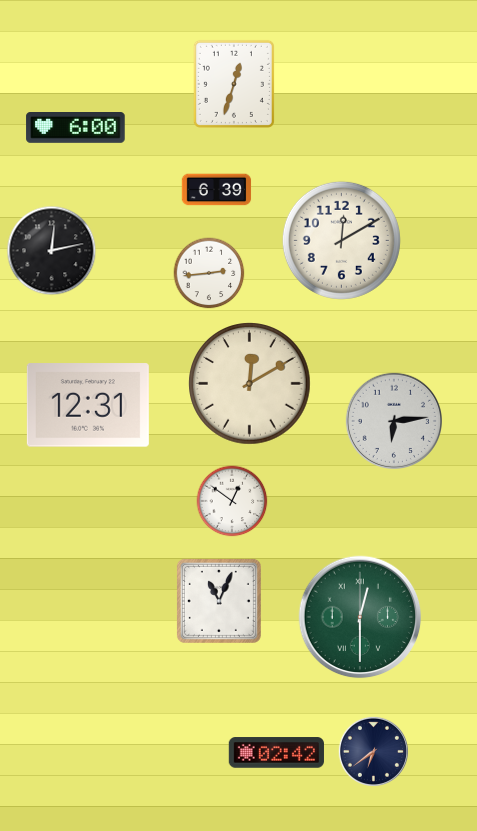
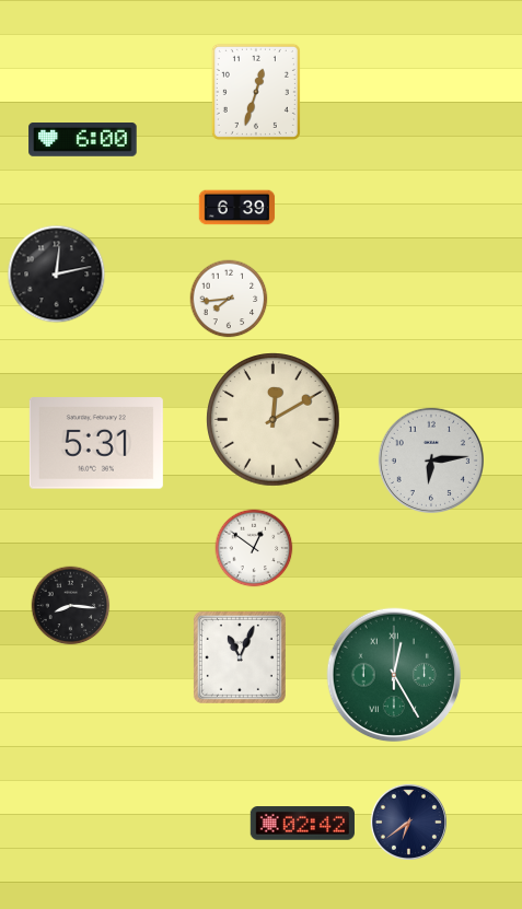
clock at (341, 240): 12:10 -> none
clock at (209, 273): 2:44 -> 7:44
clock at (88, 405): 12:31 -> 5:31
clock at (71, 606): none -> 8:16
clock at (360, 617): 12:30 -> 12:25
